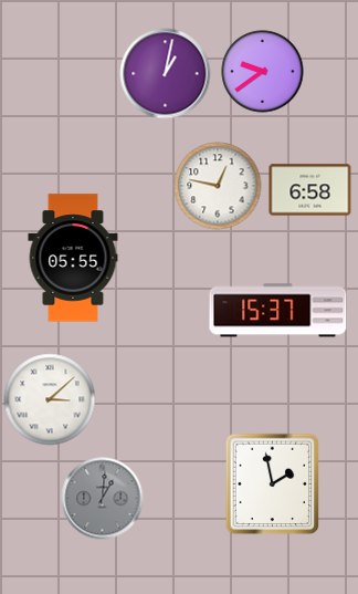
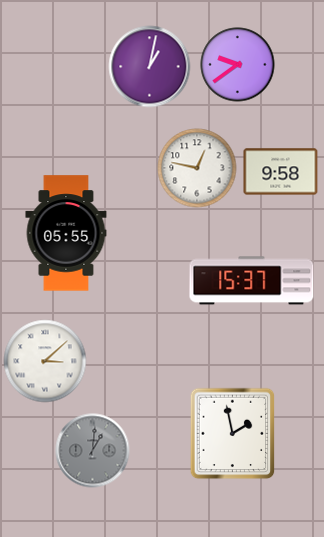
clock at (310, 190): 6:58 -> 9:58
clock at (273, 484) position: (273, 484) -> (233, 434)
